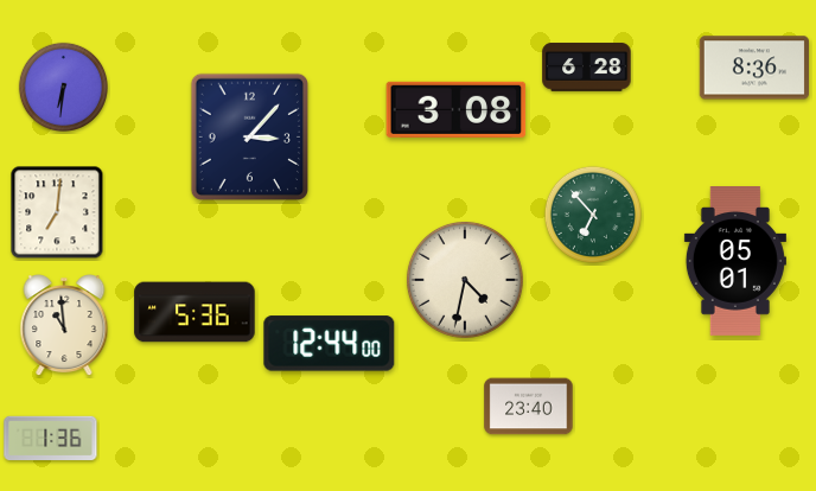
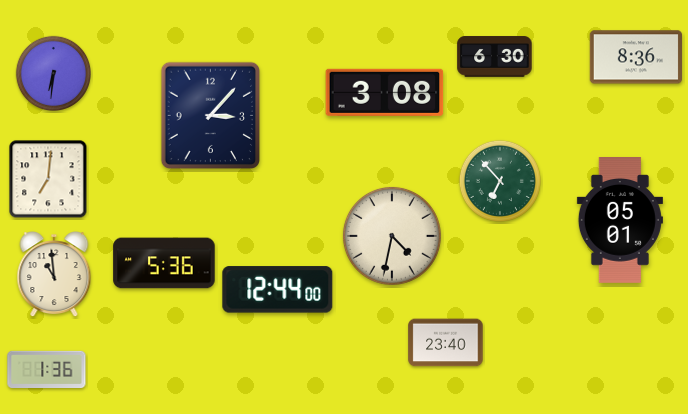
clock at (587, 68): 6:28 -> 6:30
clock at (51, 438) position: (51, 438) -> (47, 369)
